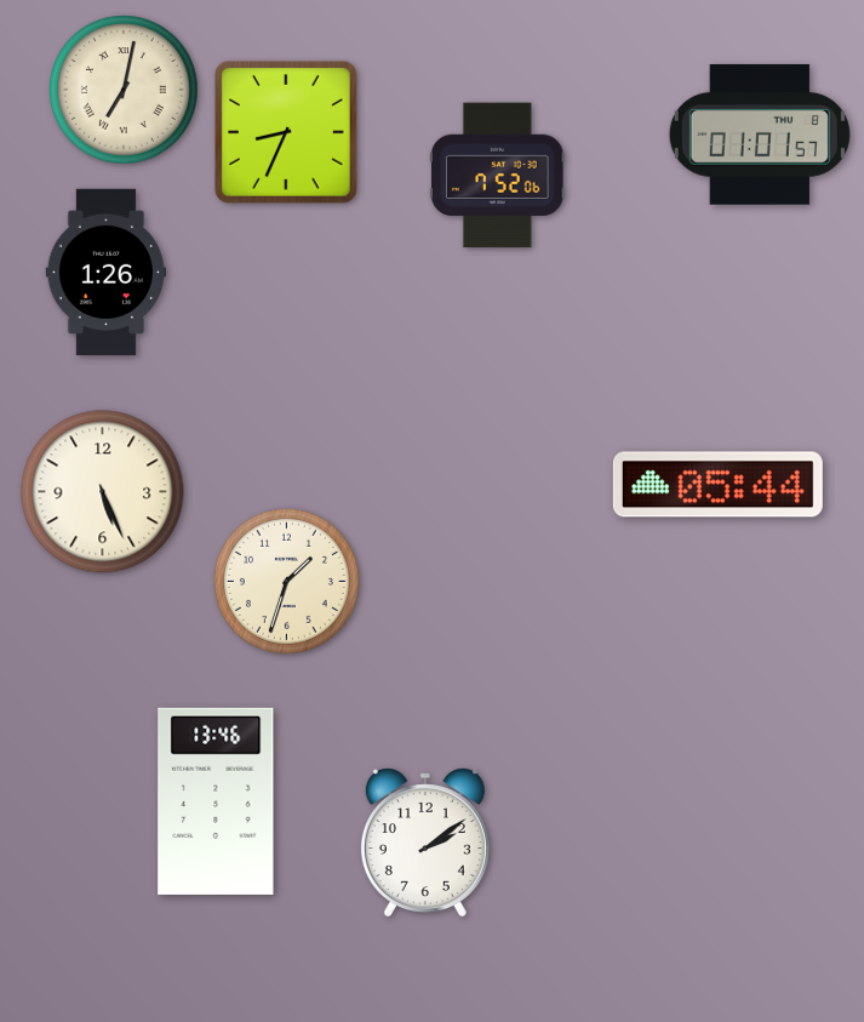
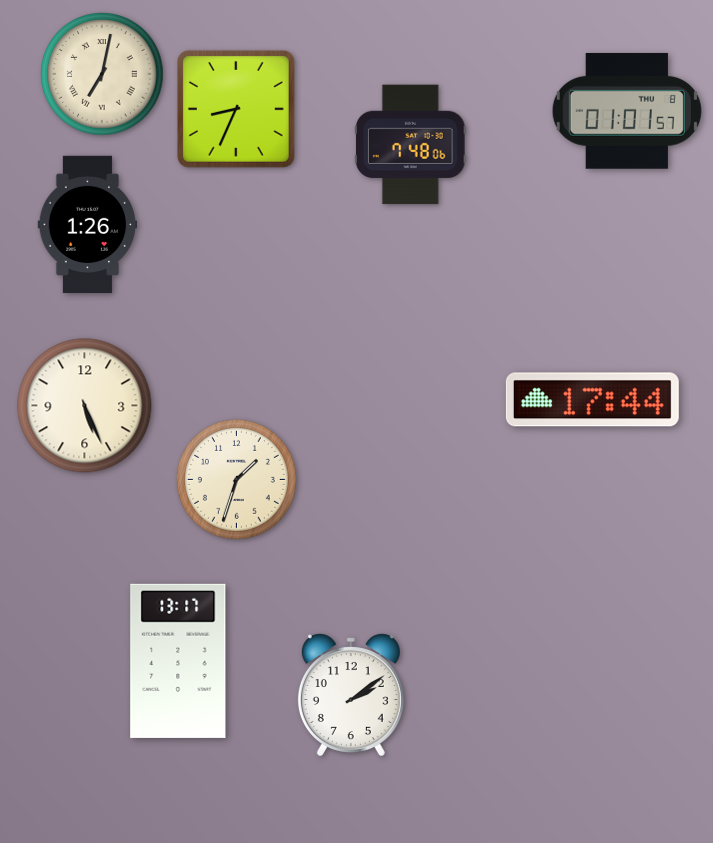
clock at (498, 176): 7:52 -> 7:48
clock at (717, 485): 05:44 -> 17:44
clock at (216, 801): 13:46 -> 13:17
